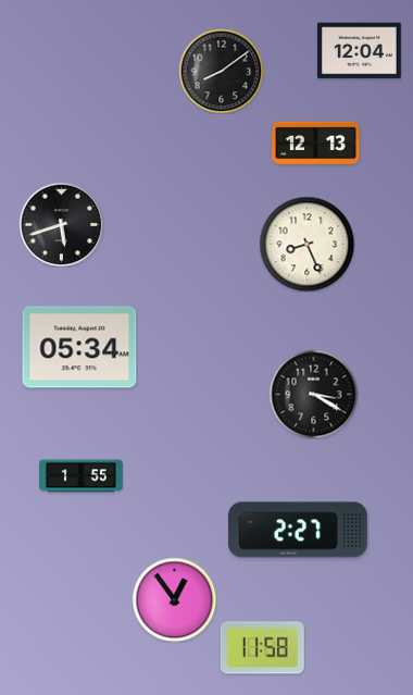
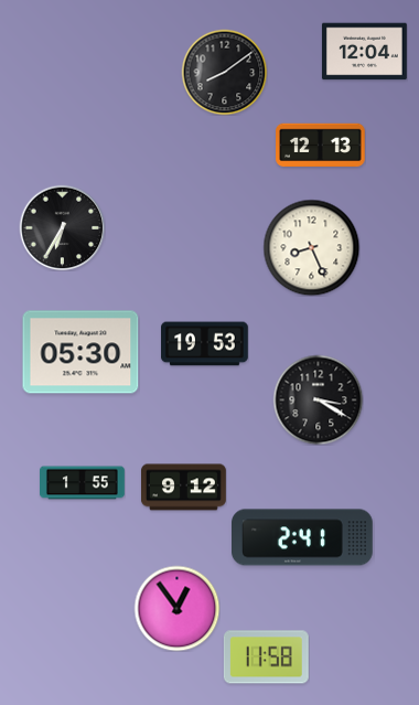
clock at (61, 224): 5:42 -> 6:35
clock at (205, 344): none -> 19:53
clock at (79, 347): 05:34 -> 05:30
clock at (184, 488): none -> 9:12
clock at (299, 530): 2:27 -> 2:41
